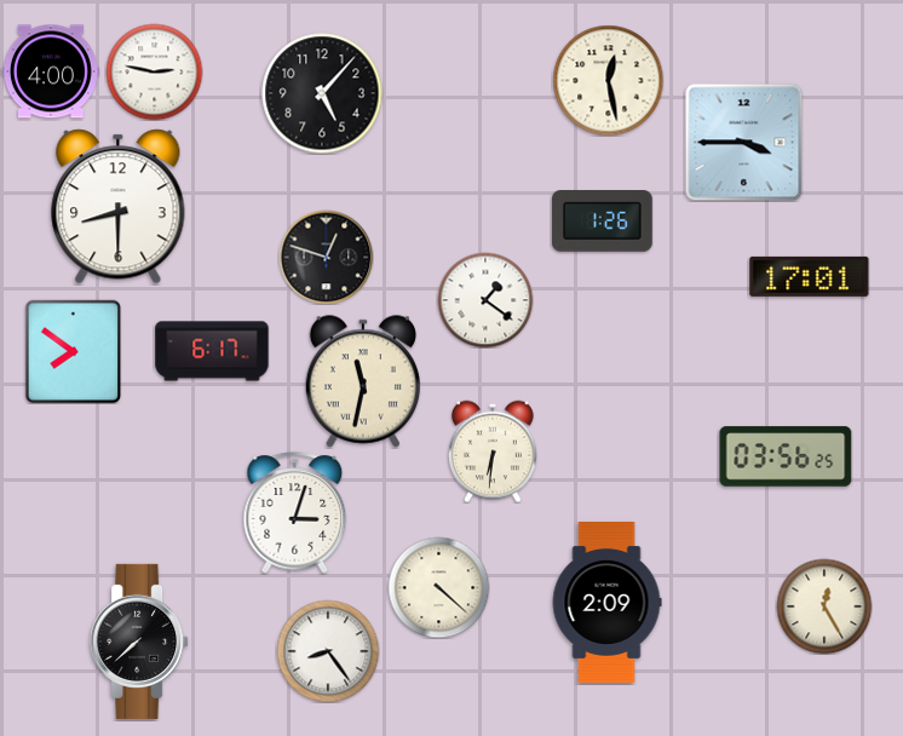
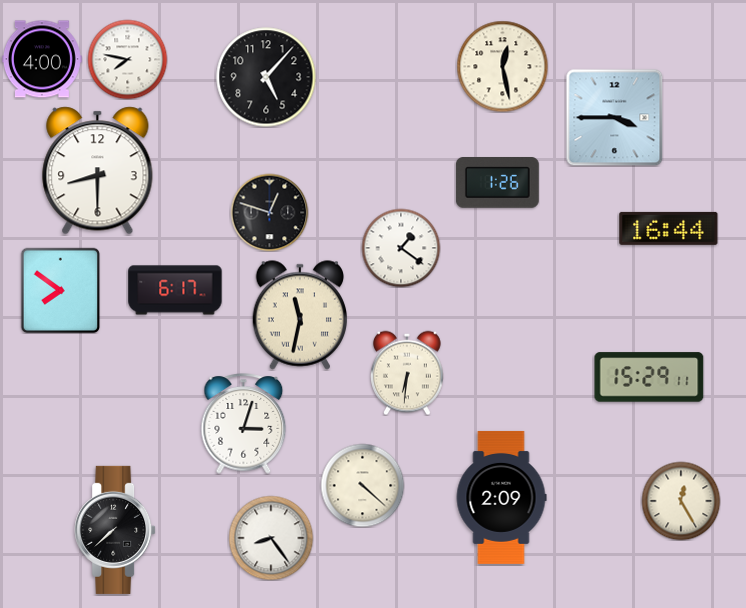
clock at (154, 71): 2:47 -> 7:47
clock at (810, 276): 17:01 -> 16:44
clock at (786, 456): 03:56 -> 15:29
